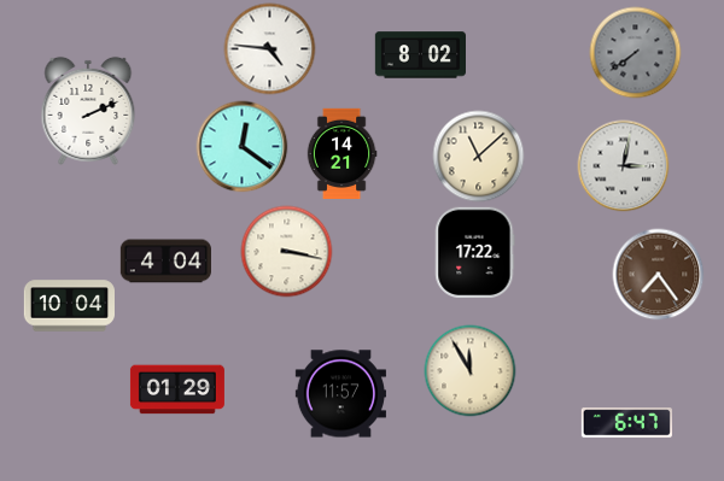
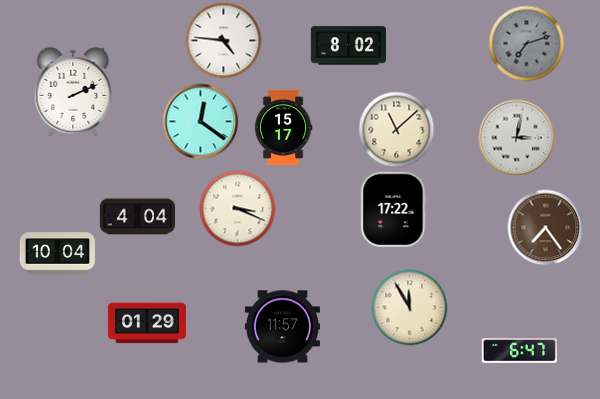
clock at (636, 53): 7:39 -> 7:12
clock at (341, 153): 14:21 -> 15:17
clock at (287, 252): 3:17 -> 3:19
clock at (471, 371) position: (471, 371) -> (410, 308)
